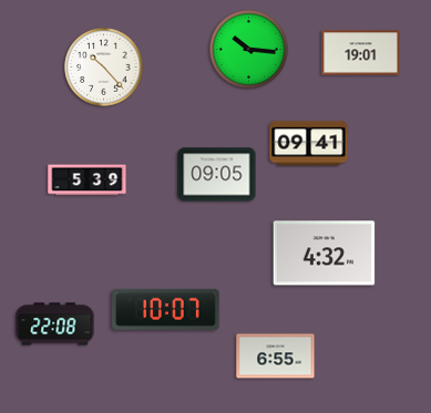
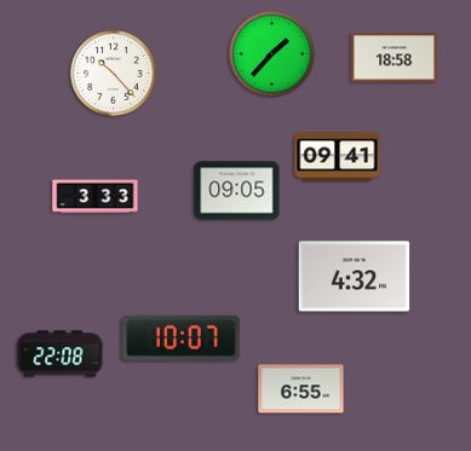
clock at (249, 50): 10:16 -> 1:37
clock at (361, 53): 19:01 -> 18:58
clock at (88, 180): 5:39 -> 3:33
